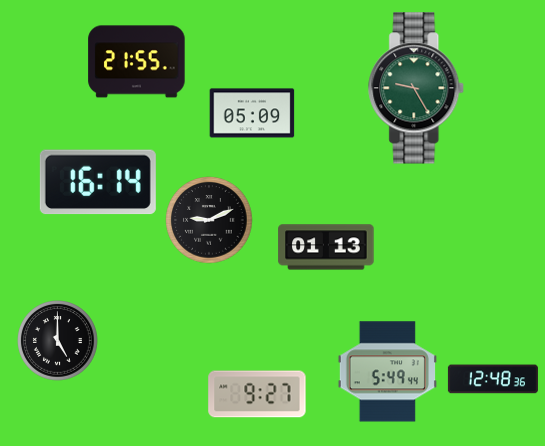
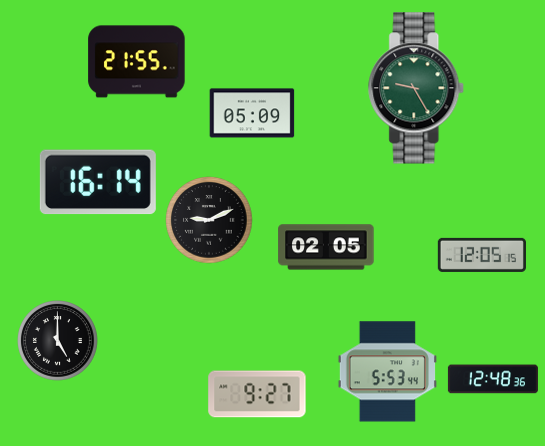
clock at (326, 247): 01:13 -> 02:05
clock at (482, 255): none -> 12:05
clock at (387, 372): 5:49 -> 5:53
